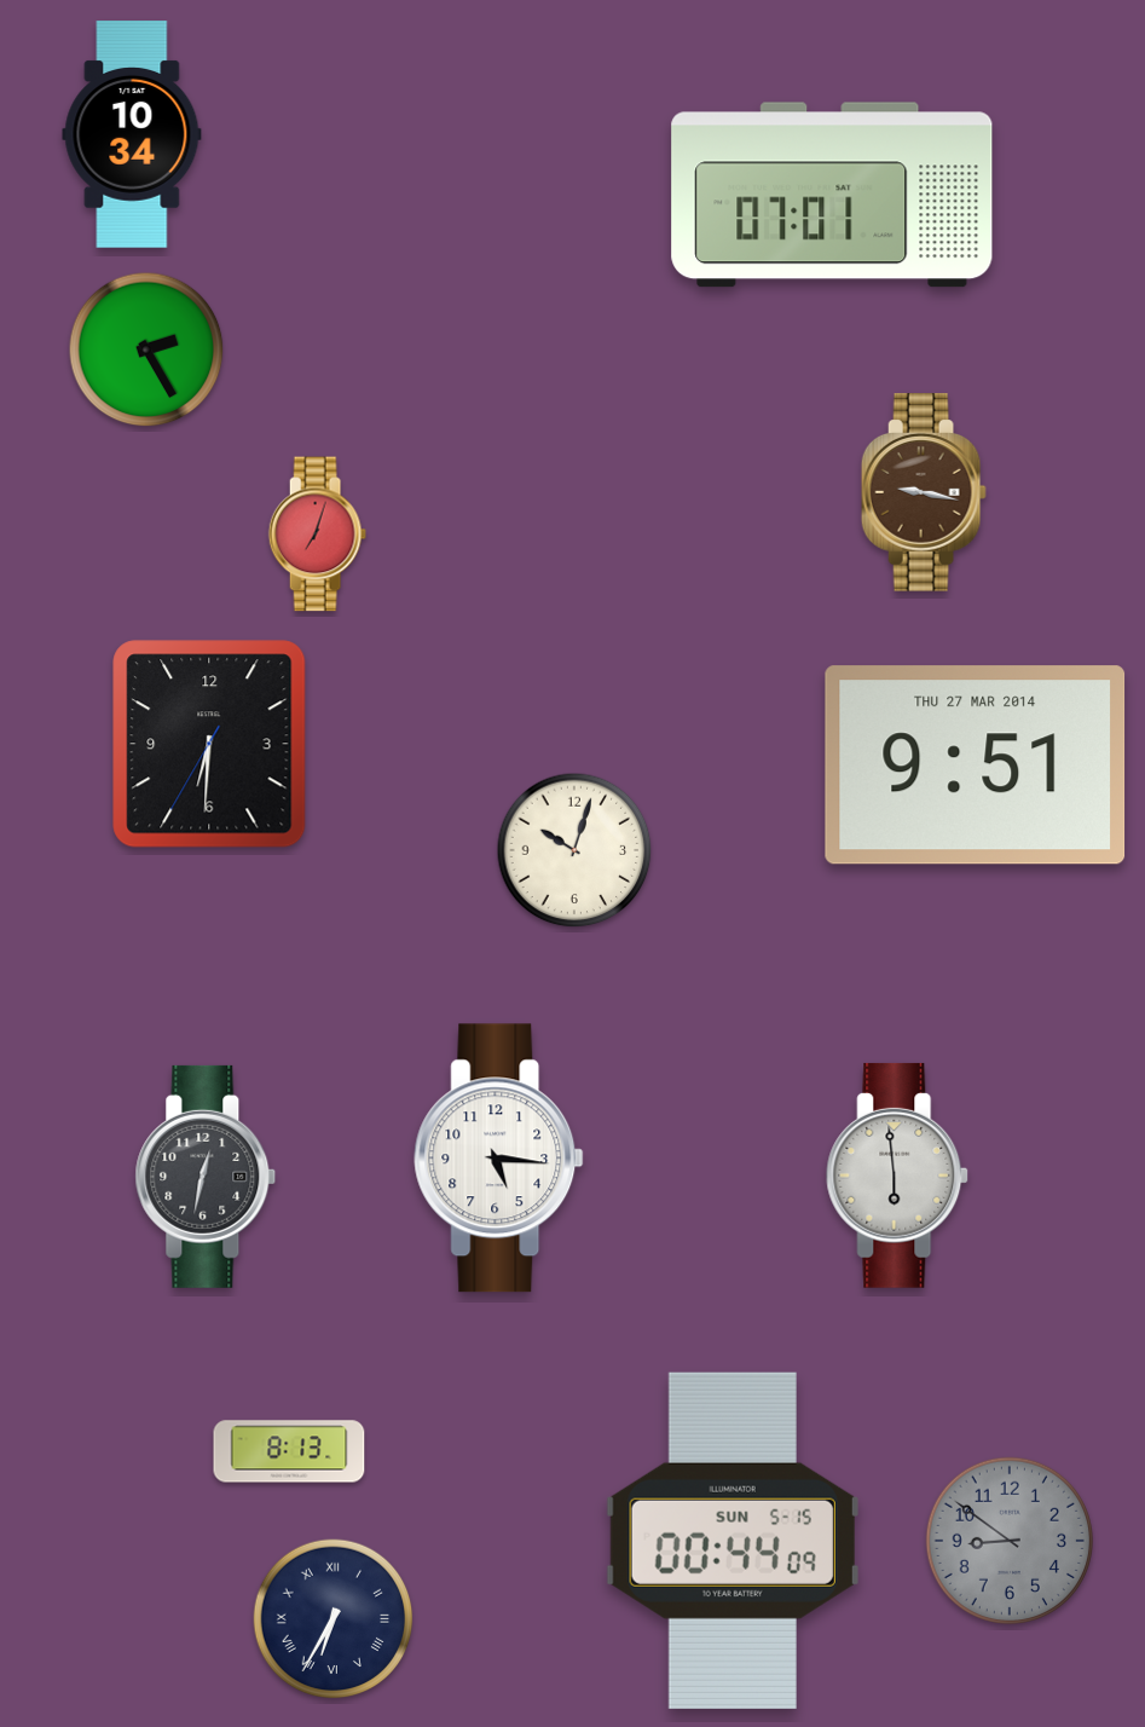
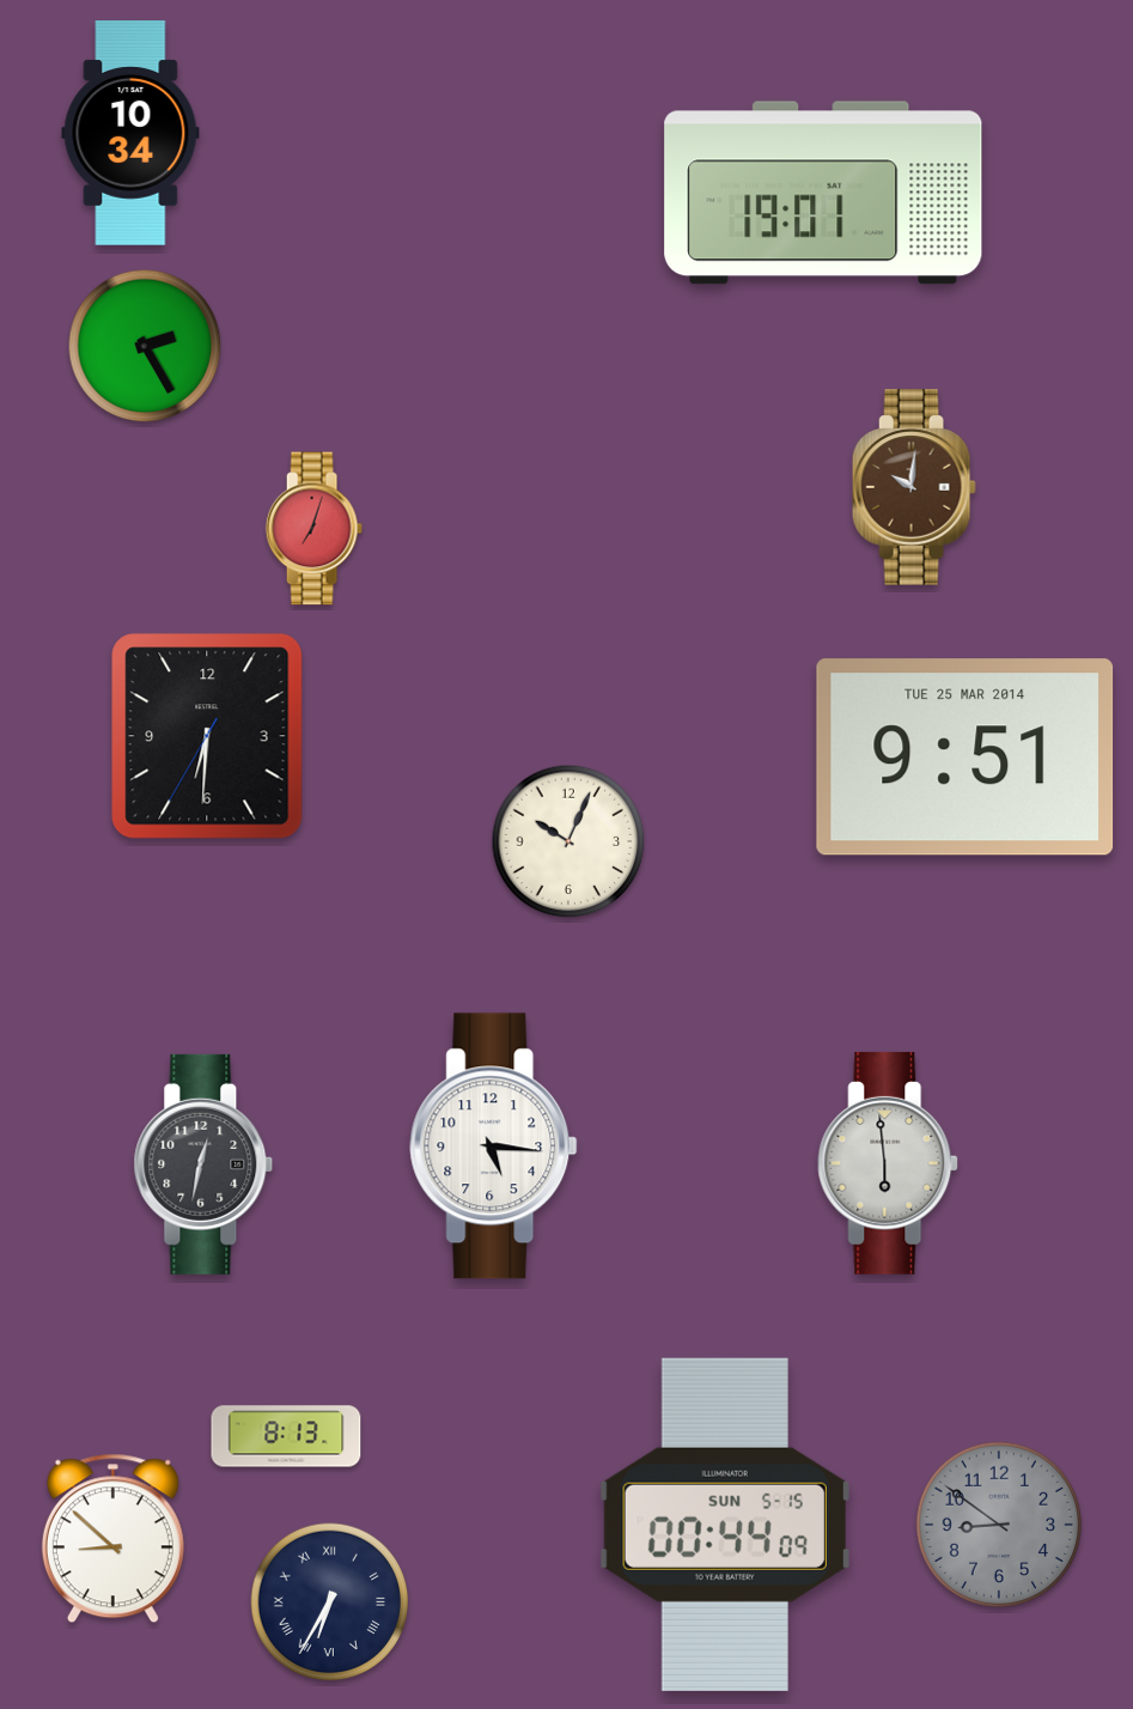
clock at (832, 195): 07:01 -> 19:01
clock at (924, 492): 9:17 -> 10:01
clock at (976, 766) date: THU 27 MAR 2014 -> TUE 25 MAR 2014
clock at (574, 850): 10:03 -> 10:04
clock at (112, 1539): none -> 8:52
